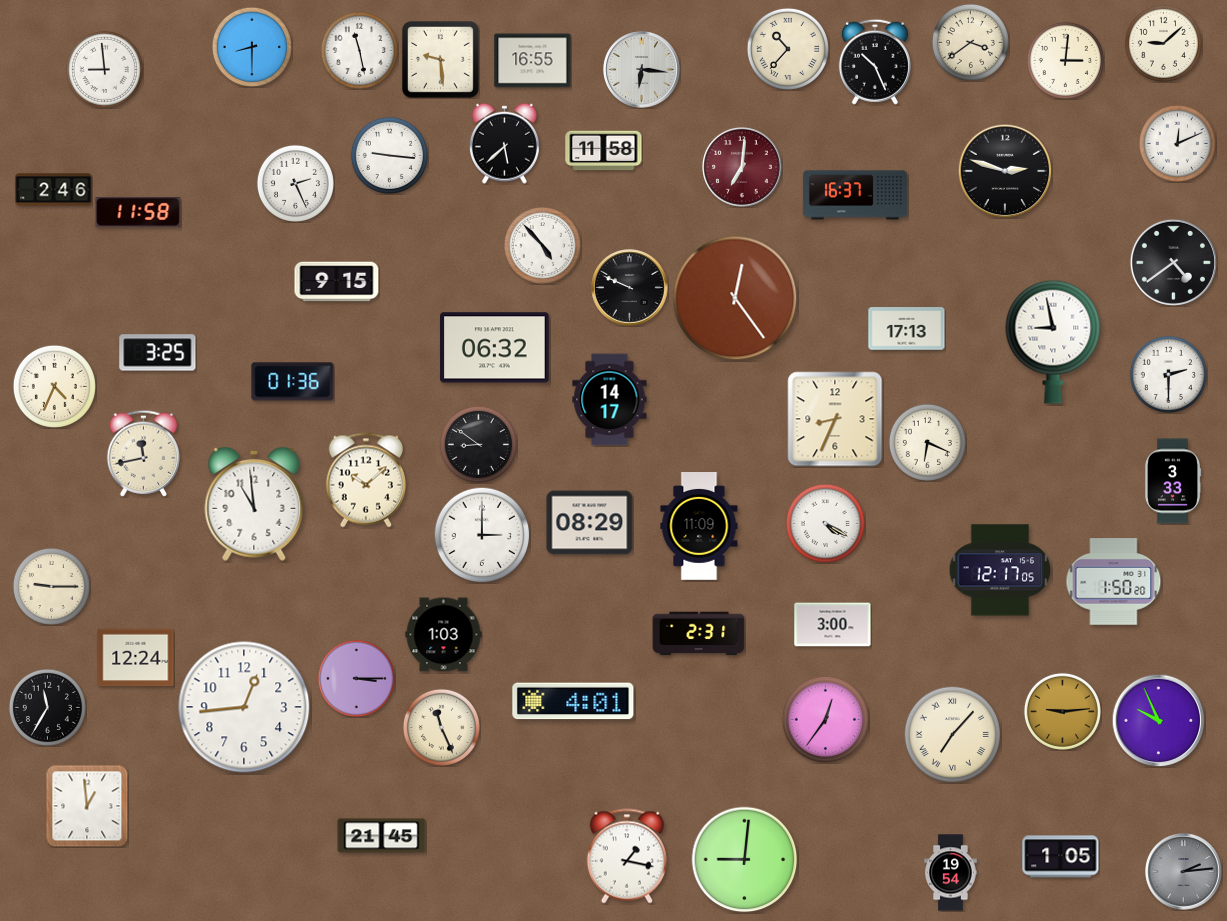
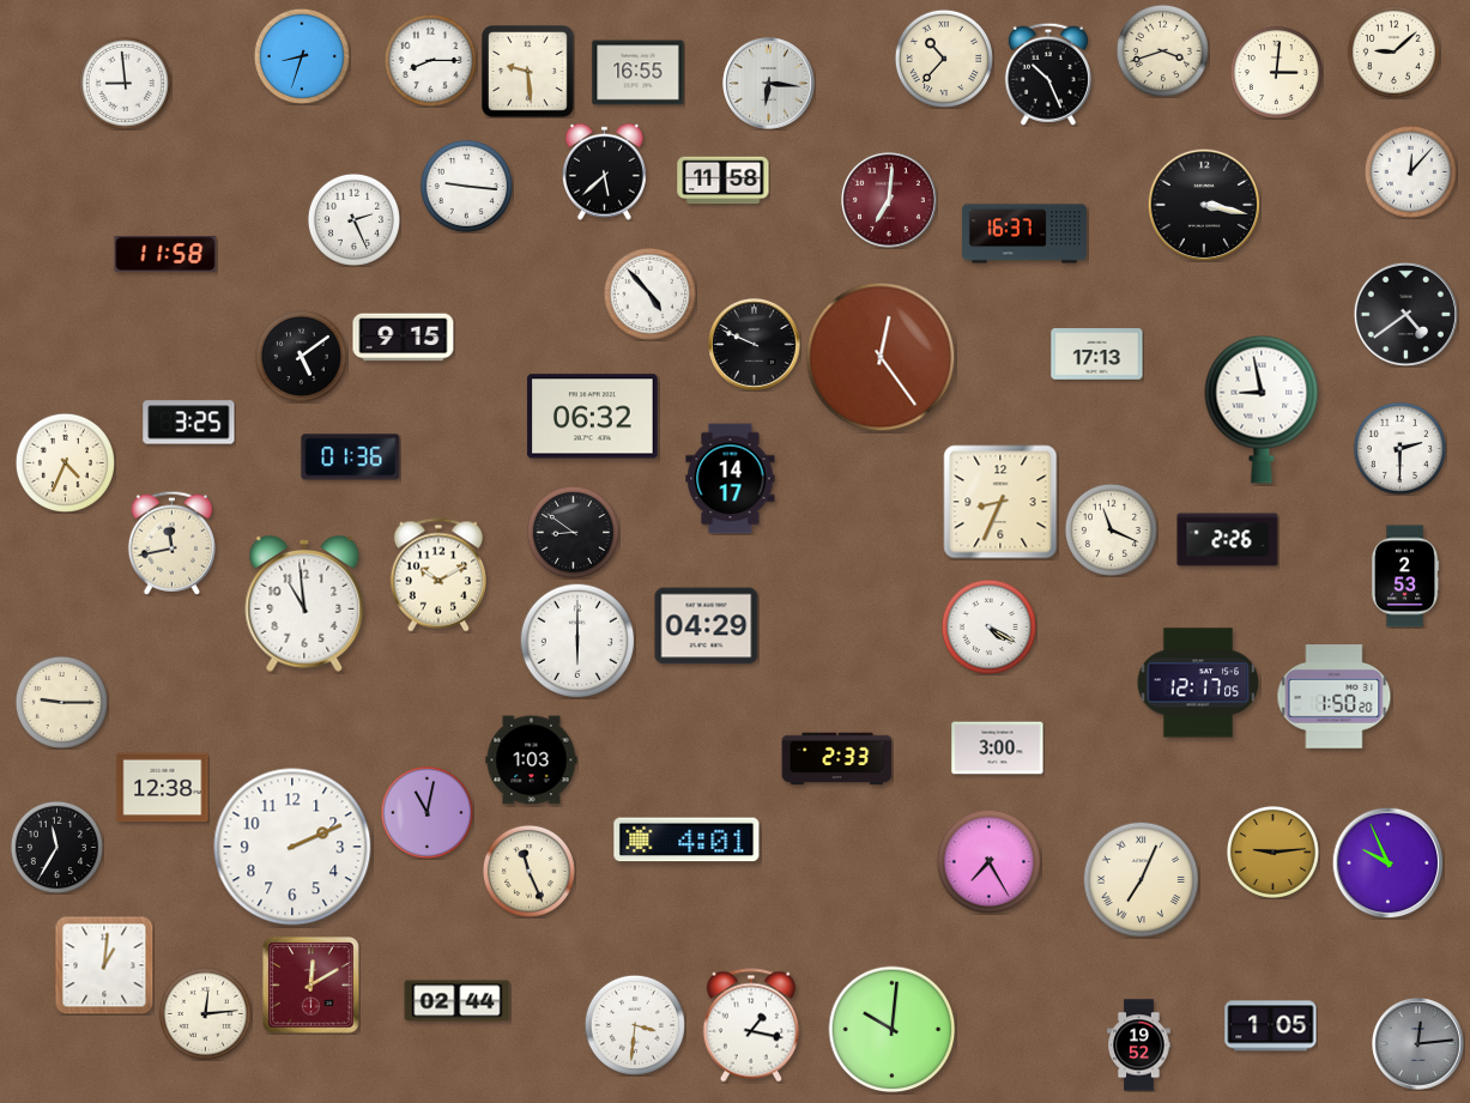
clock at (970, 42): 3:39 -> 3:42
clock at (252, 47): 8:30 -> 8:33
clock at (359, 50): 11:28 -> 8:15
clock at (1177, 143): 12:11 -> 12:07
clock at (1005, 171): 2:48 -> 3:17
clock at (54, 190): 2:46 -> none
clock at (301, 356): none -> 5:09
clock at (907, 329) position: (907, 329) -> (1097, 354)
clock at (927, 442): 6:19 -> 11:19
clock at (1228, 540): none -> 2:26
clock at (366, 480): 10:08 -> 10:10
clock at (1173, 481): 3:33 -> 2:53
clock at (590, 523): 08:29 -> 04:29
clock at (699, 527): 11:09 -> none
clock at (482, 535): 3:00 -> 6:00
clock at (699, 634): 2:31 -> 2:33
clock at (136, 658): 12:24 -> 12:38
clock at (356, 678): 3:15 -> 11:02
clock at (244, 707): 12:44 -> 2:11
clock at (825, 719): 12:36 -> 7:25
clock at (952, 734): 7:07 -> 7:04
clock at (87, 806): 12:59 -> 1:01
clock at (311, 986): none -> 12:10
clock at (382, 836): 21:45 -> 02:44
clock at (205, 1013): none -> 12:14
clock at (635, 1025): none -> 3:31
clock at (745, 860): 9:01 -> 10:01
clock at (1184, 872): 2:14 -> 12:14
clock at (951, 873): 19:54 -> 19:52
